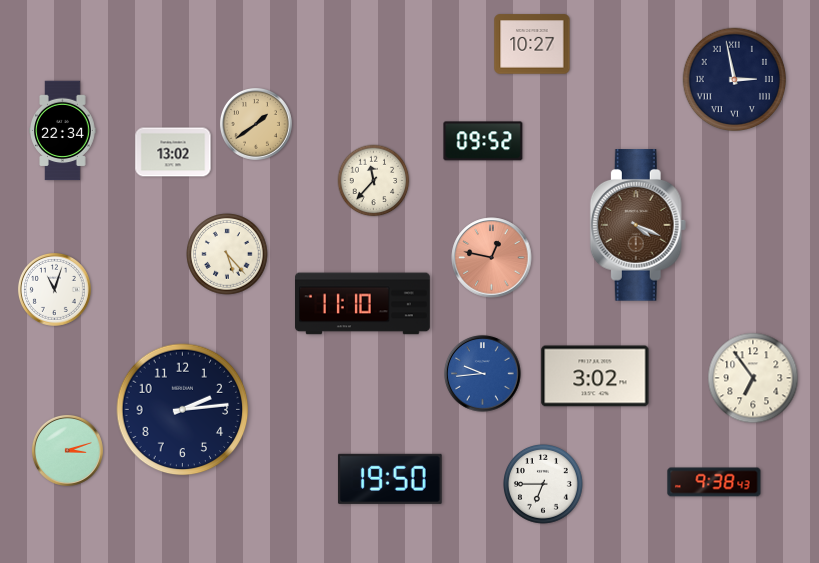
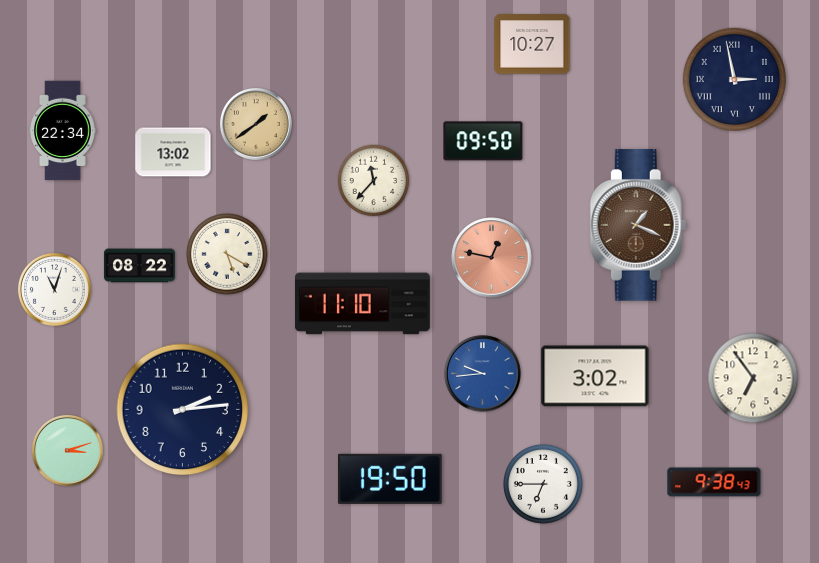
clock at (483, 141): 09:52 -> 09:50
clock at (638, 225): 4:19 -> 1:19
clock at (227, 254): 5:23 -> 5:20
clock at (139, 266): none -> 08:22
